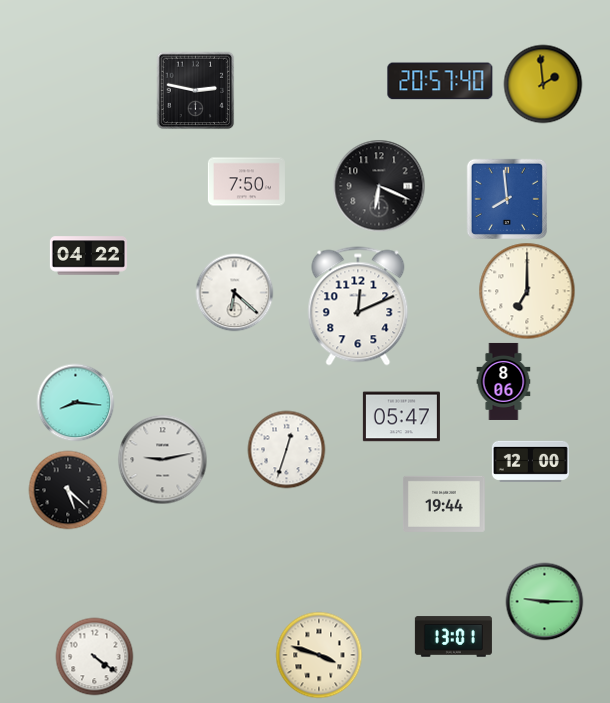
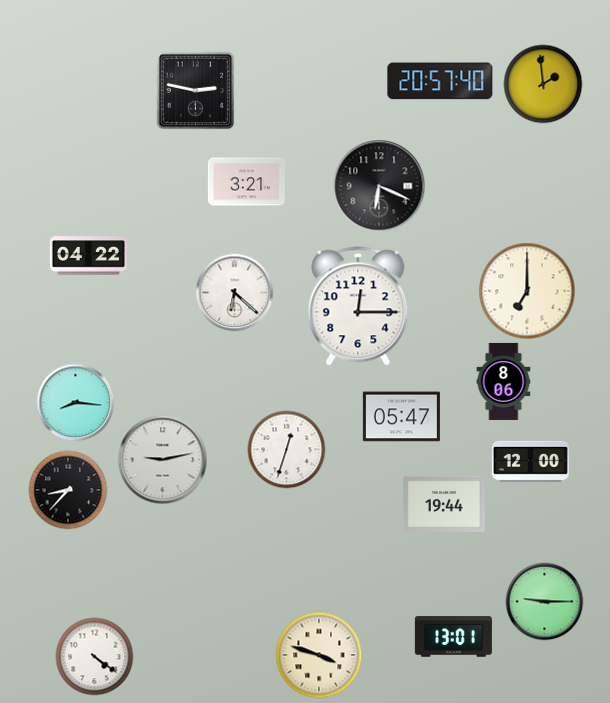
clock at (246, 182): 7:50 -> 3:21
clock at (506, 198): 7:59 -> none
clock at (358, 306): 12:11 -> 12:15
clock at (68, 490): 5:22 -> 8:37
